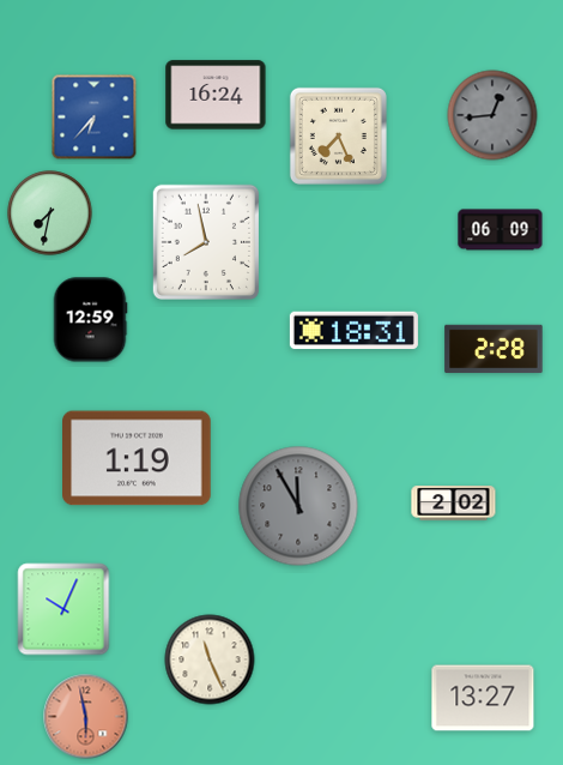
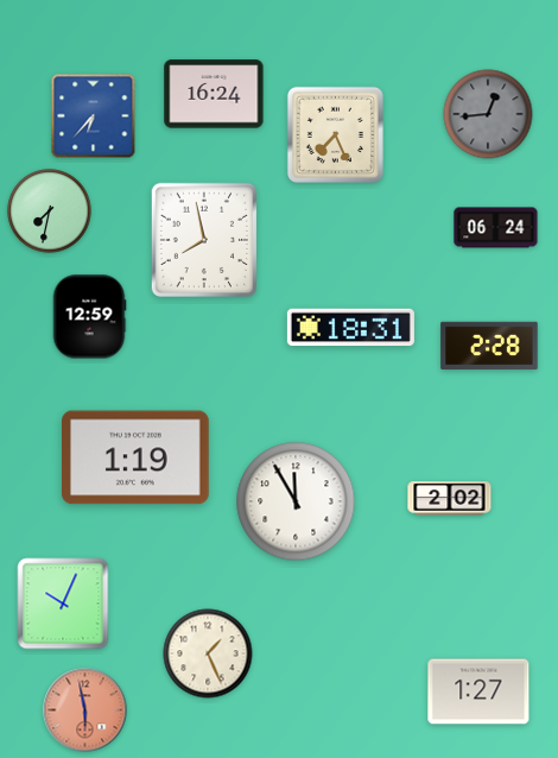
clock at (501, 230): 06:09 -> 06:24
clock at (138, 458) position: (138, 458) -> (137, 457)
clock at (298, 506) dial: grey -> white
clock at (210, 659): 11:26 -> 1:26
clock at (483, 698): 13:27 -> 1:27
